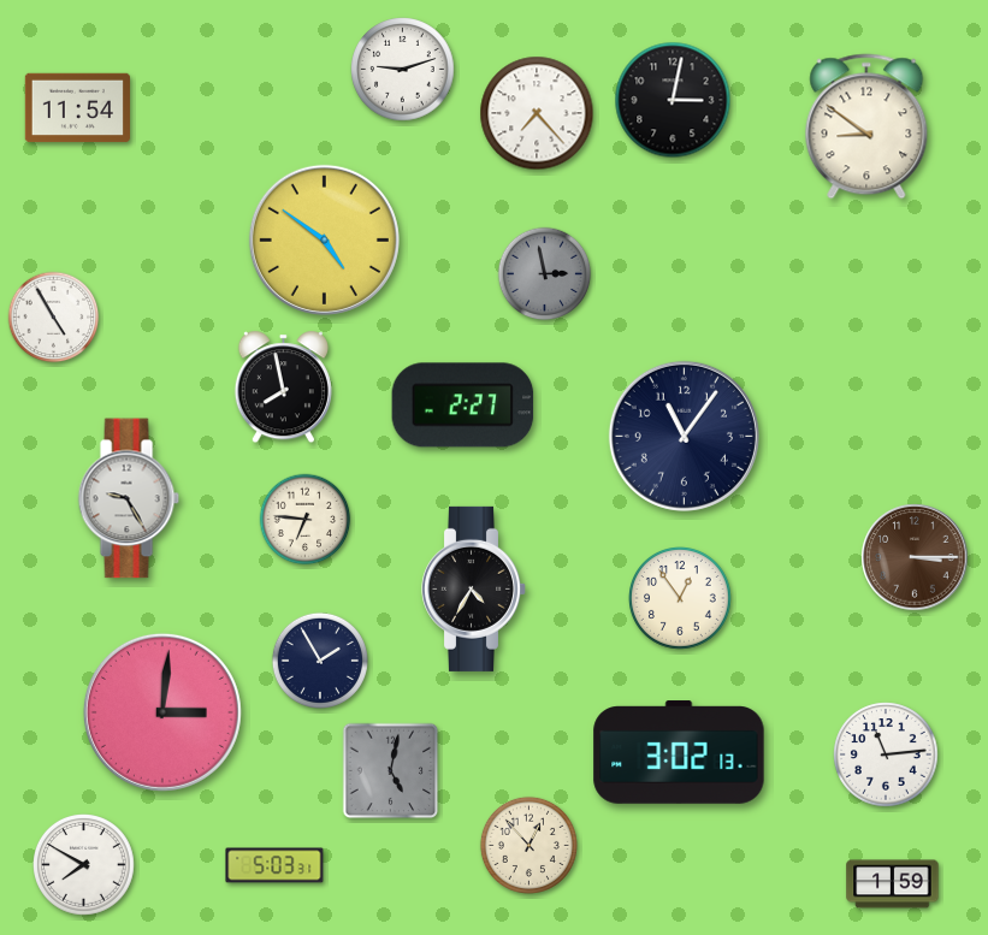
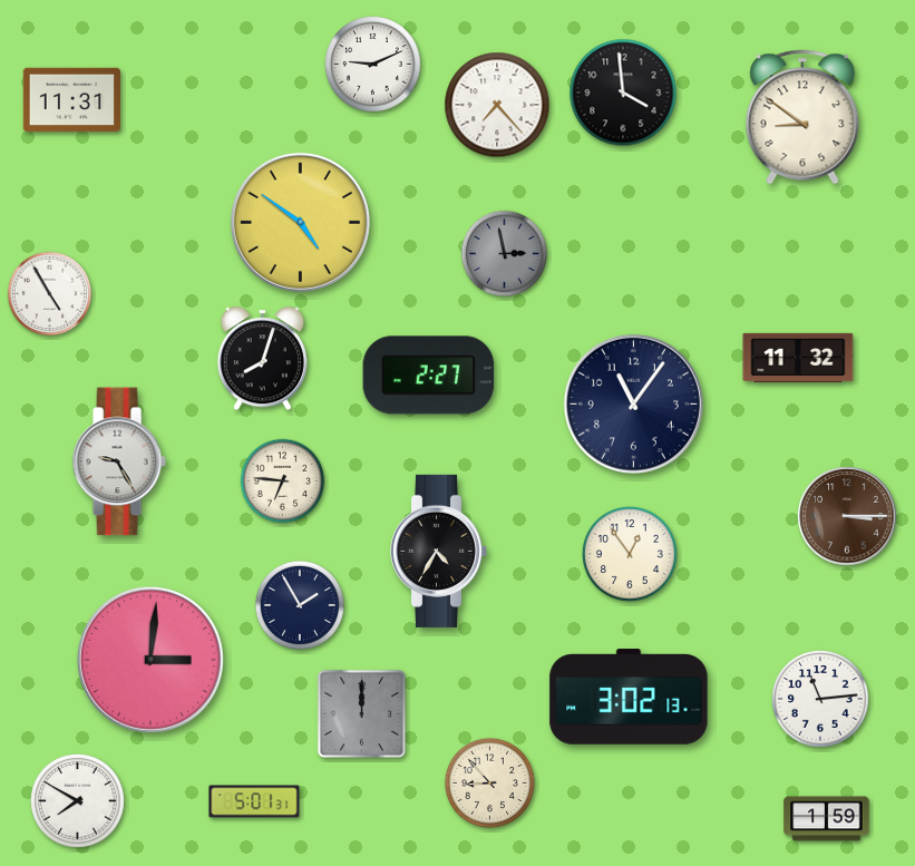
clock at (403, 70): 9:12 -> 9:11
clock at (673, 100): 3:02 -> 3:59
clock at (77, 108): 11:54 -> 11:31
clock at (798, 358): none -> 11:32
clock at (283, 387): 7:58 -> 8:03
clock at (474, 588) position: (474, 588) -> (439, 551)
clock at (320, 661) position: (320, 661) -> (300, 605)
clock at (391, 771): 5:02 -> 12:00
clock at (528, 845): 12:53 -> 8:53
clock at (274, 865): 5:03 -> 5:01
